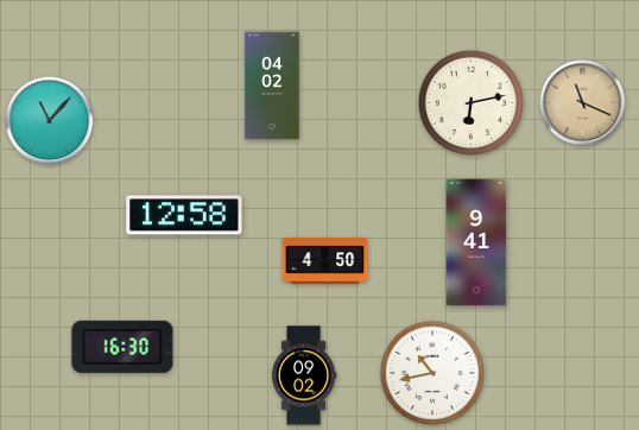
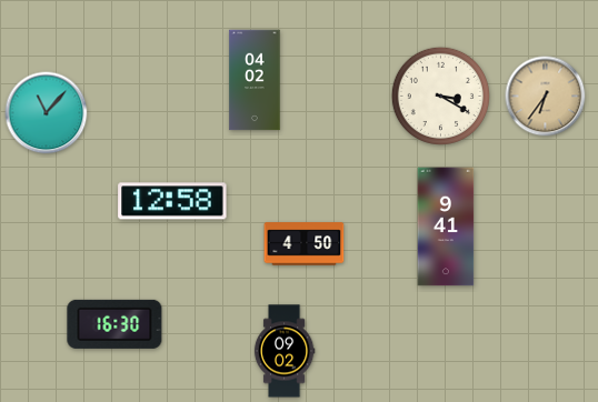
clock at (470, 102): 6:13 -> 3:20
clock at (583, 103): 11:19 -> 6:36
clock at (431, 372): 10:43 -> none
